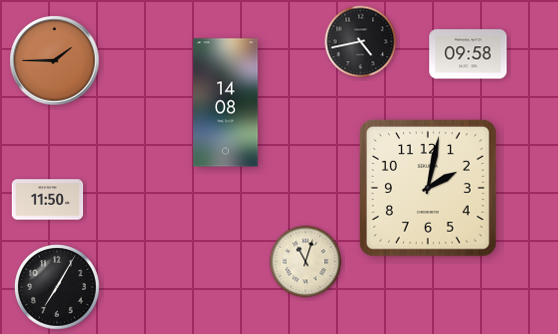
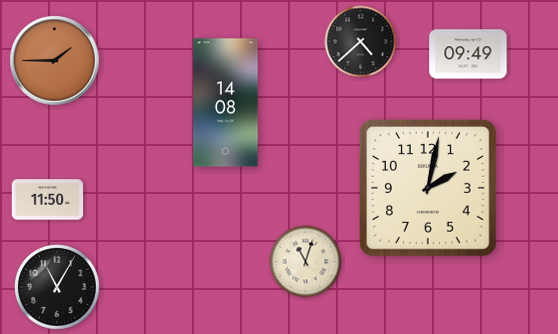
clock at (361, 42): 4:43 -> 4:38
clock at (468, 54): 09:58 -> 09:49
clock at (58, 288): 7:05 -> 11:05
